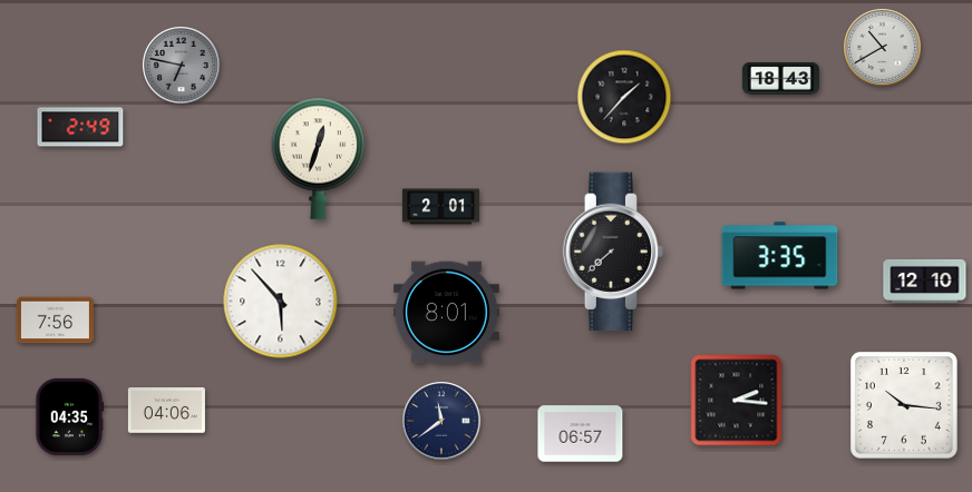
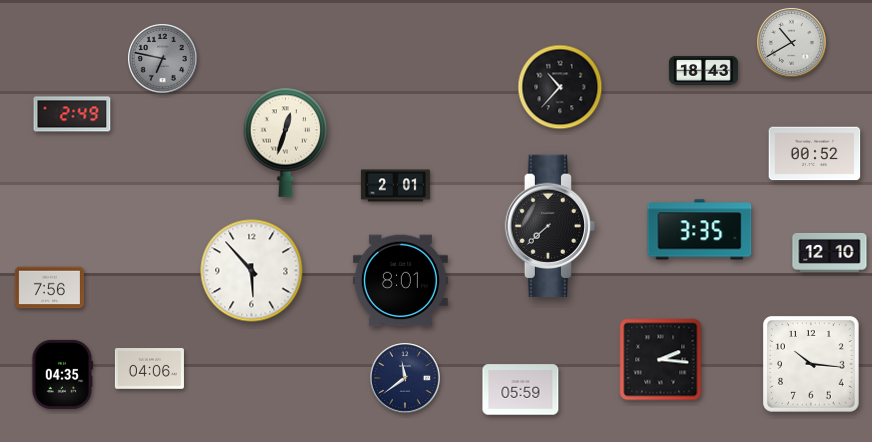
clock at (780, 78) position: (780, 78) -> (703, 70)
clock at (624, 97): 1:37 -> 10:37
clock at (815, 154): none -> 00:52
clock at (441, 421) position: (441, 421) -> (405, 378)
clock at (581, 434): 06:57 -> 05:59
